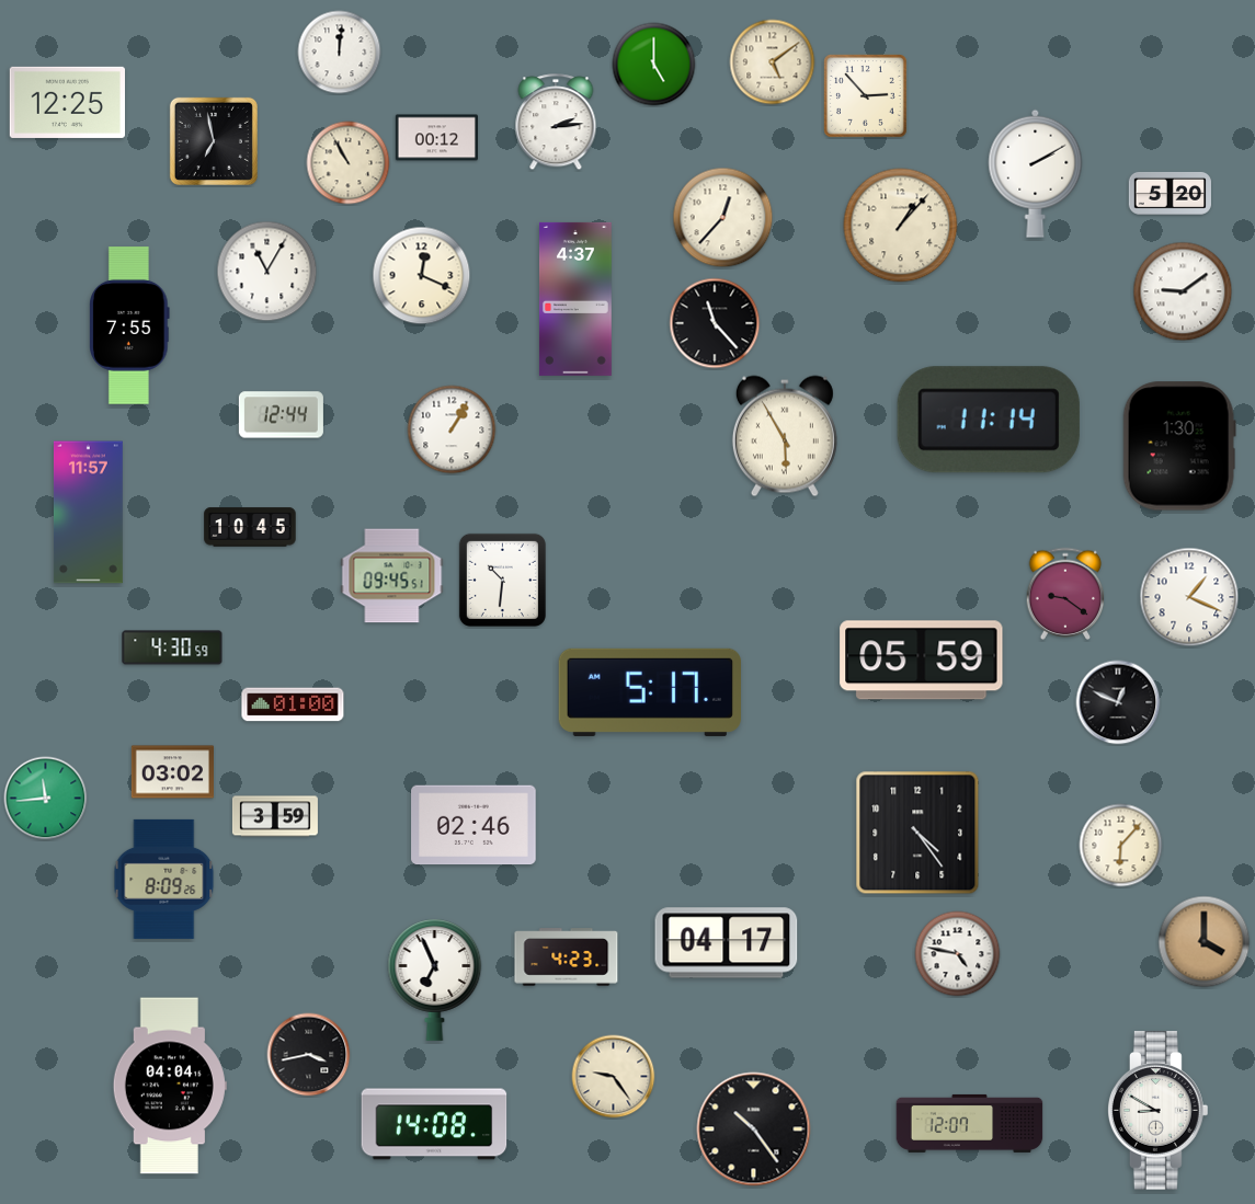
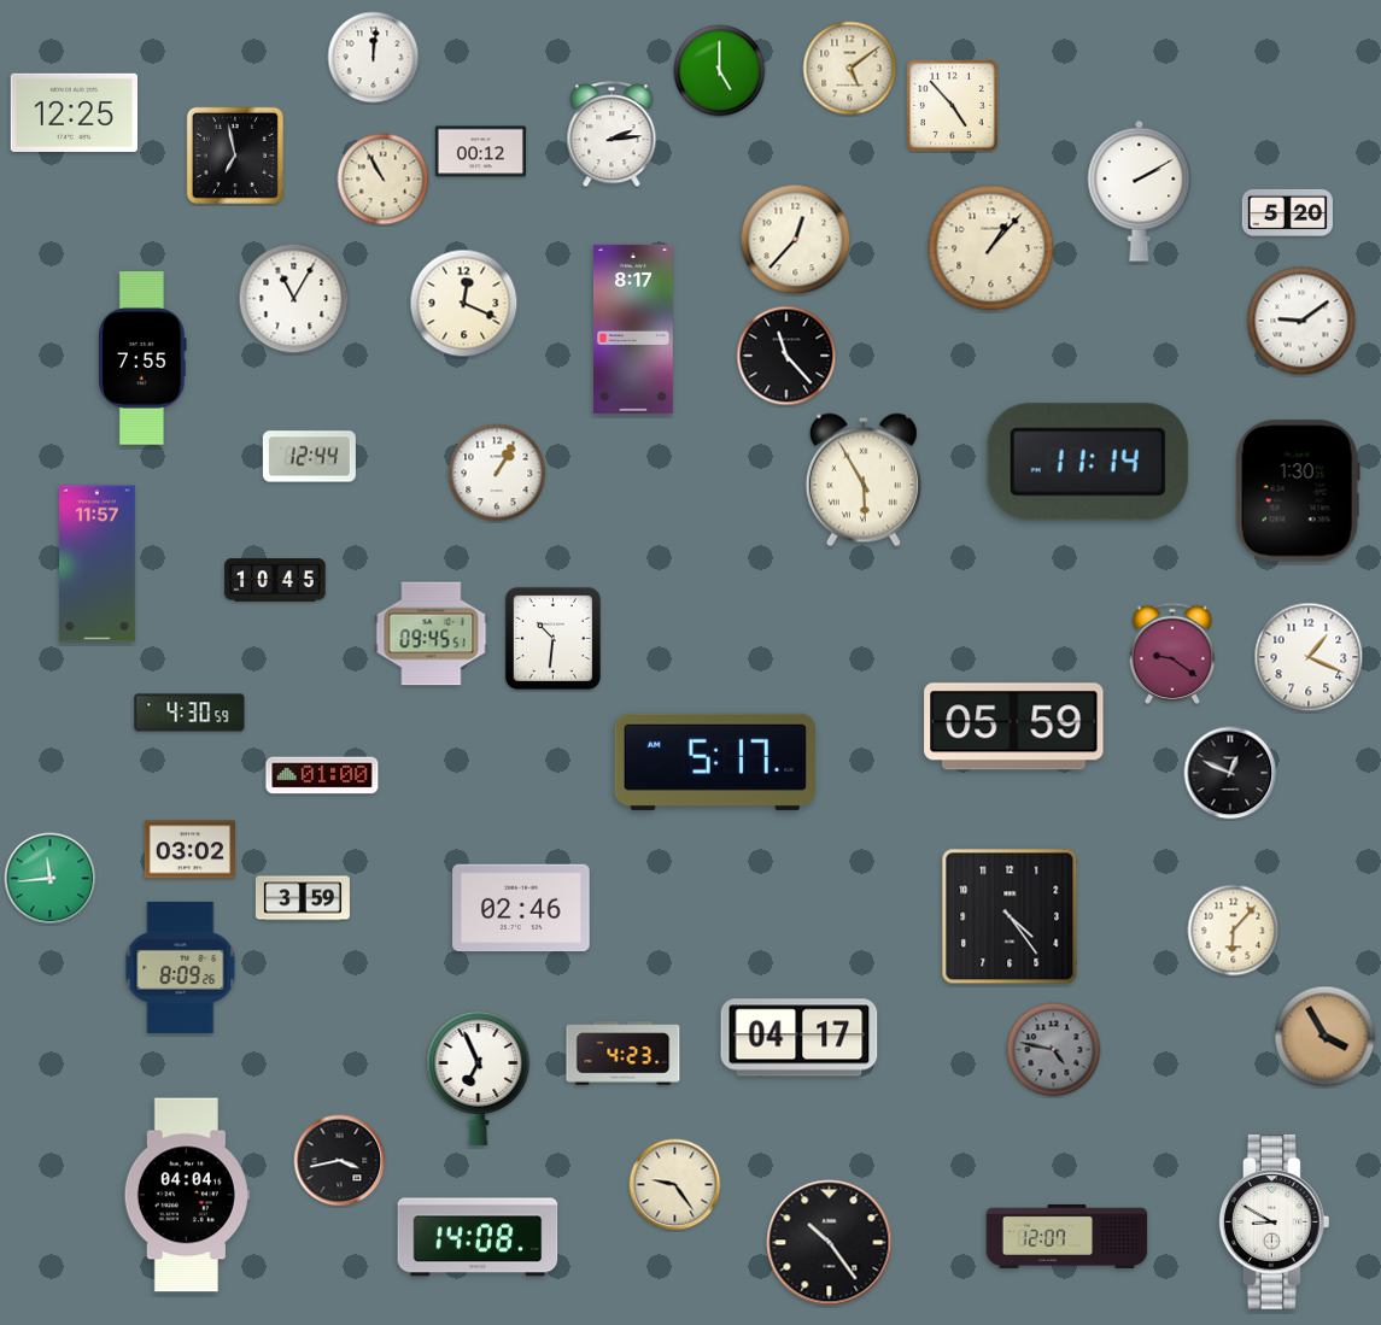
clock at (866, 96): 2:53 -> 4:53
clock at (575, 299): 4:37 -> 8:17
clock at (1205, 942): 4:00 -> 3:55
clock at (958, 954) dial: white -> grey
